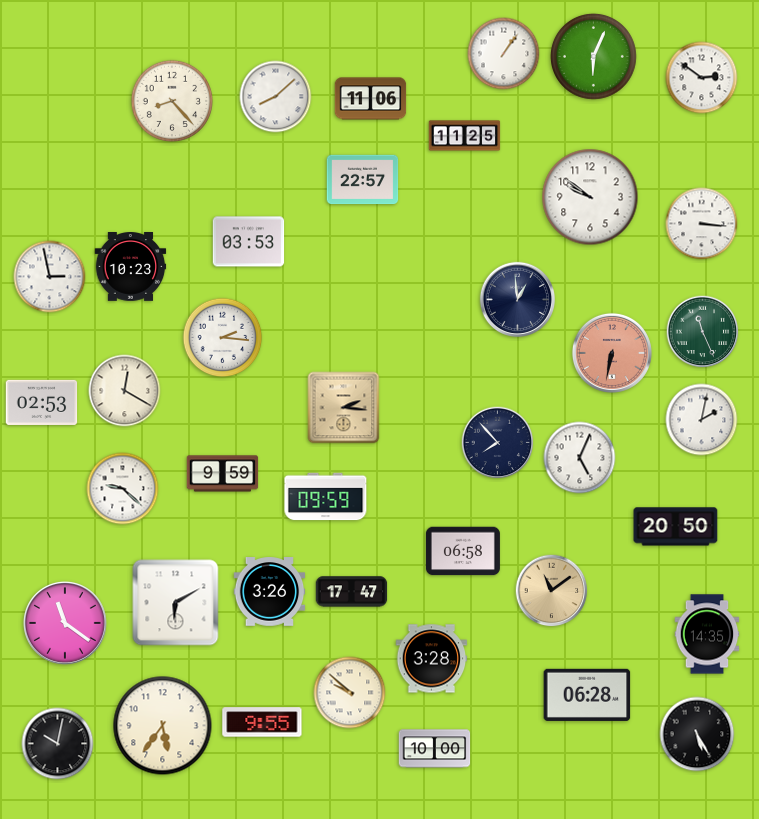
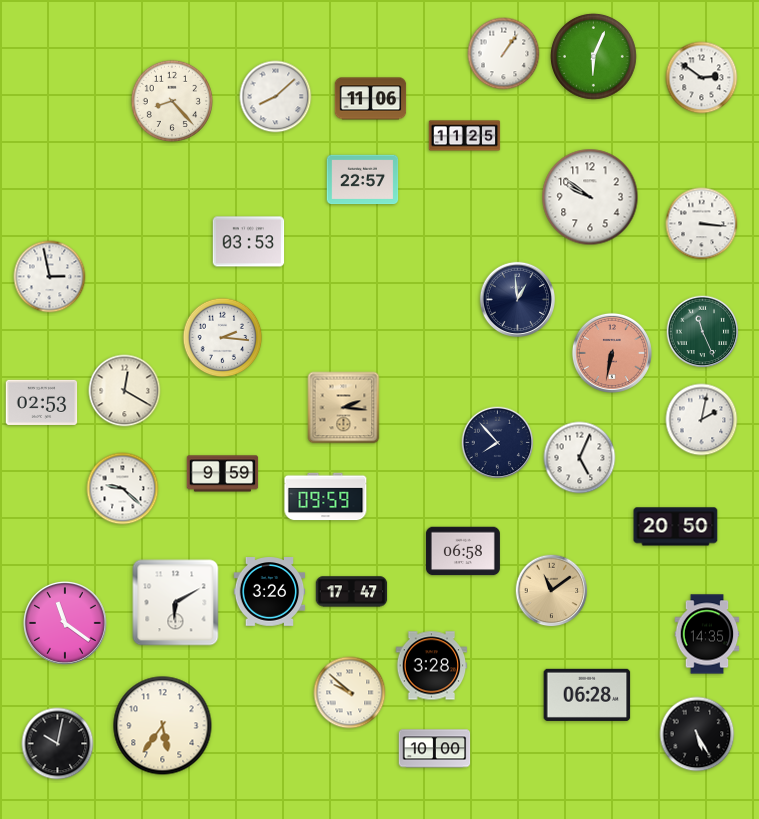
clock at (131, 267): 10:23 -> none
clock at (432, 659) position: (432, 659) -> (432, 666)
clock at (262, 722): 9:55 -> none
